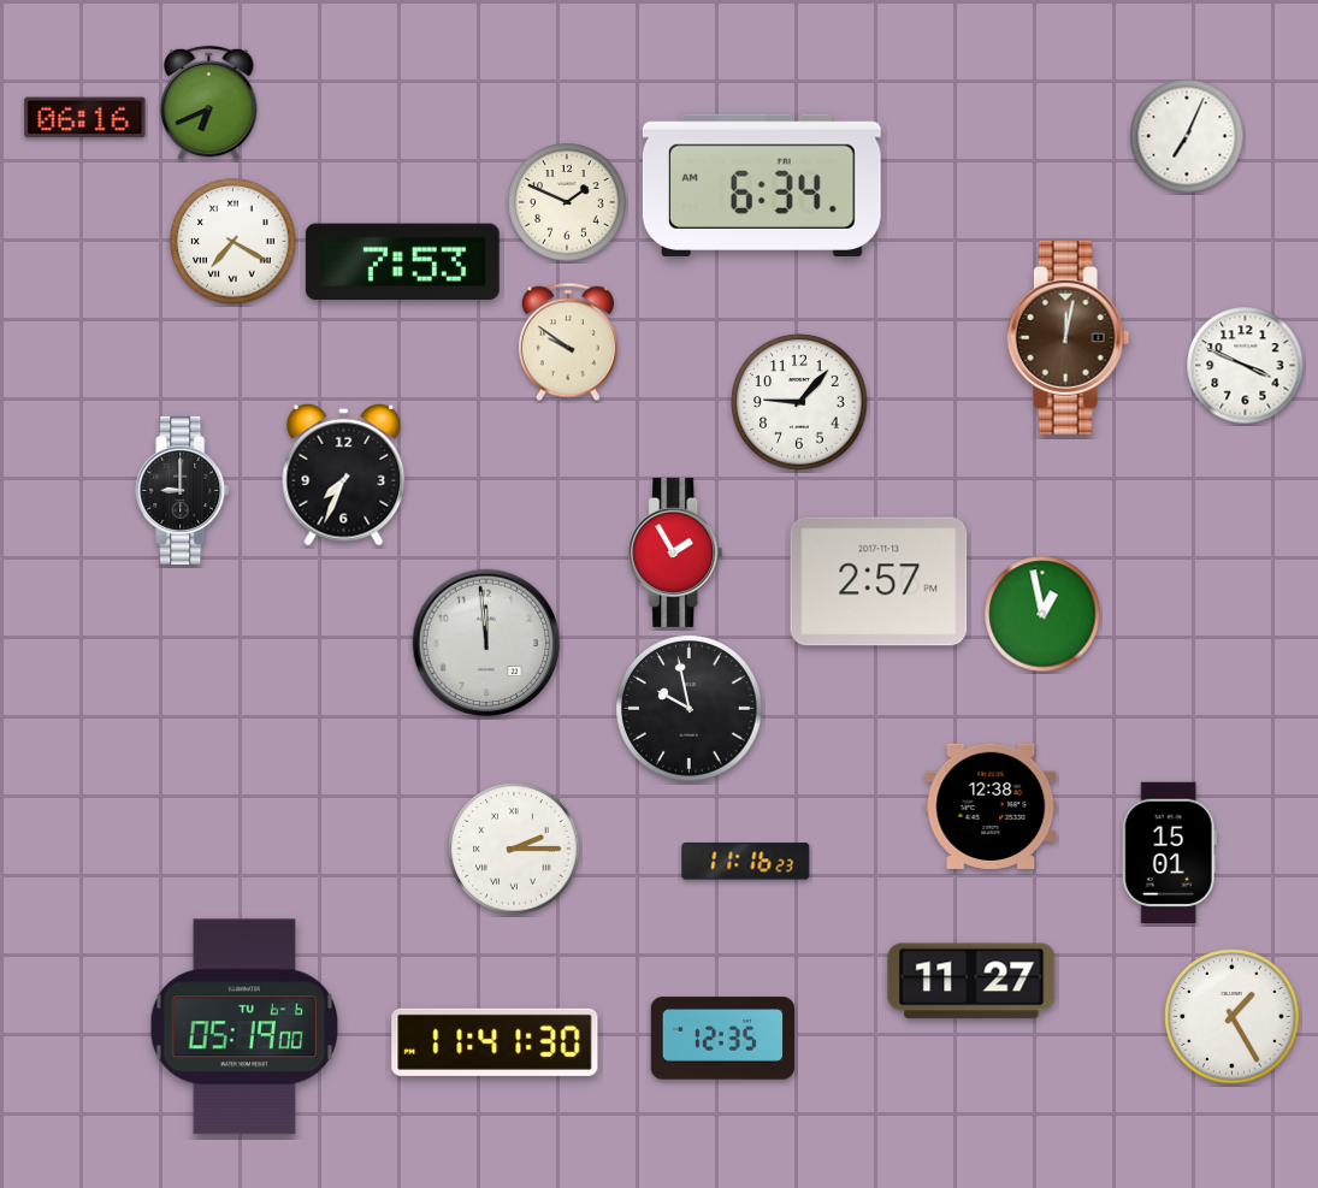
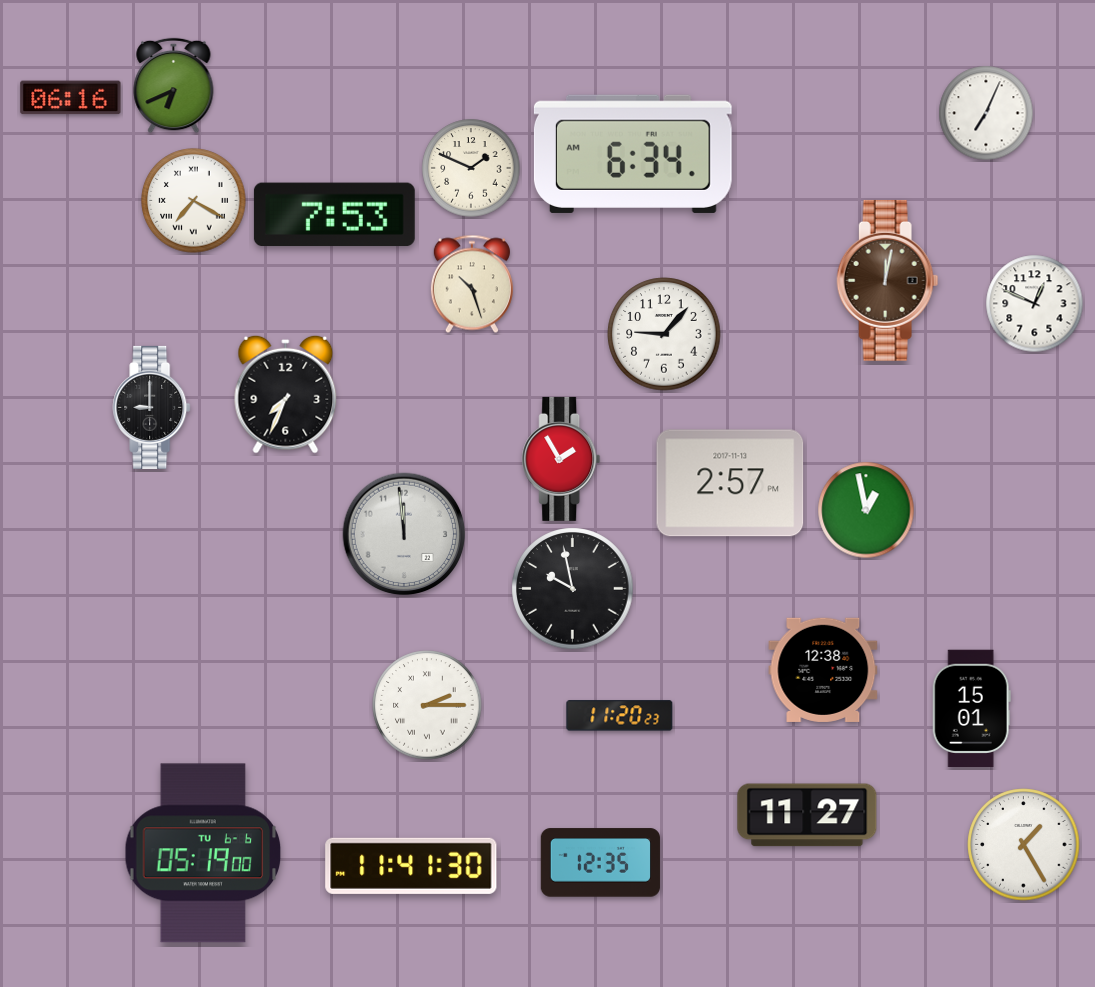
clock at (402, 262) position: (402, 262) -> (334, 215)
clock at (568, 342): 9:51 -> 10:27
clock at (1246, 366): 3:49 -> 12:49
clock at (746, 862): 11:16 -> 11:20
